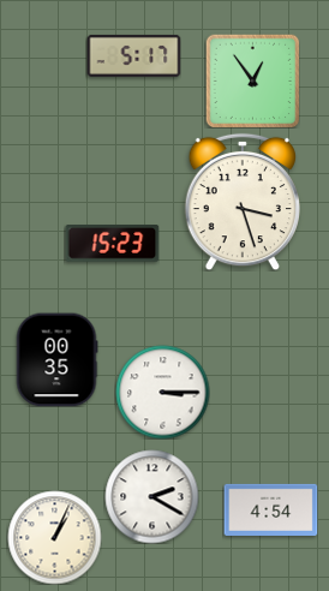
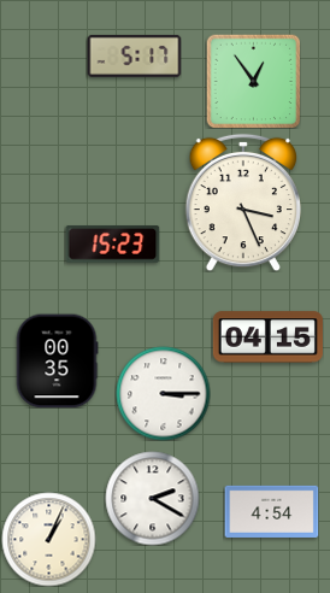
clock at (241, 202): 3:27 -> 3:26
clock at (267, 337): none -> 04:15
clock at (54, 537) position: (54, 537) -> (48, 539)
